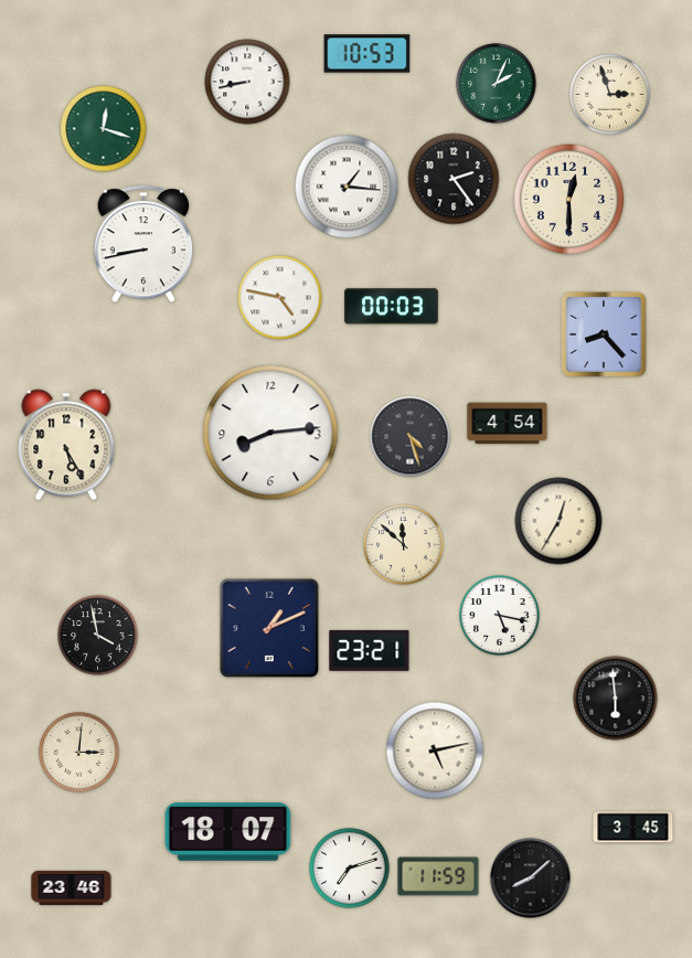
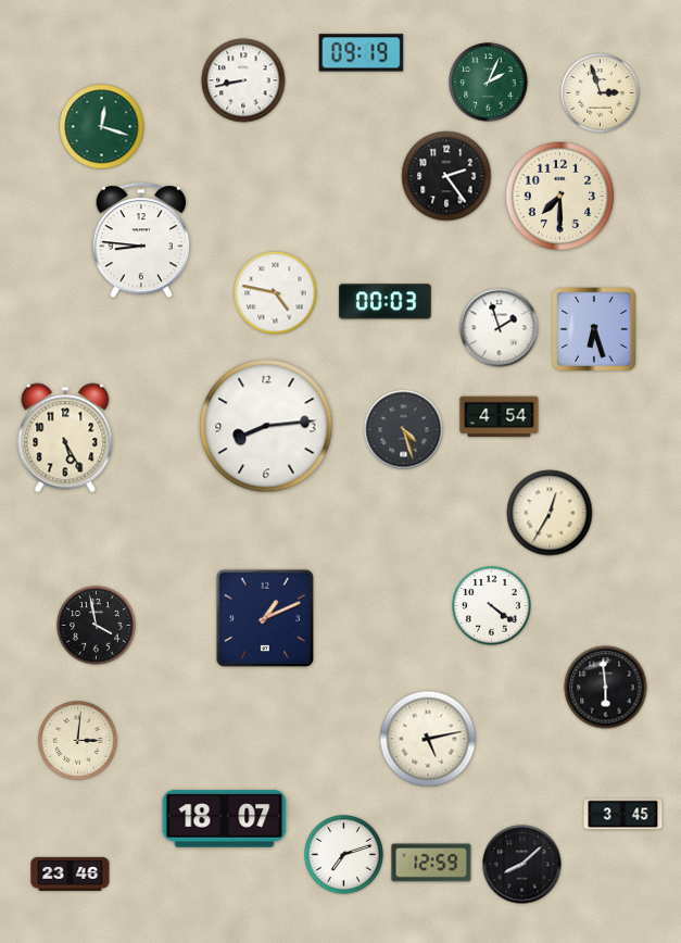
clock at (368, 54): 10:53 -> 09:19
clock at (347, 187): 1:16 -> none
clock at (569, 200): 12:30 -> 7:30
clock at (142, 245): 8:43 -> 8:46
clock at (500, 328): none -> 1:57
clock at (604, 334): 8:23 -> 6:27
clock at (404, 545): 11:52 -> none
clock at (500, 616): 5:17 -> 4:21
clock at (370, 650): 23:21 -> none
clock at (438, 876): 11:59 -> 12:59
